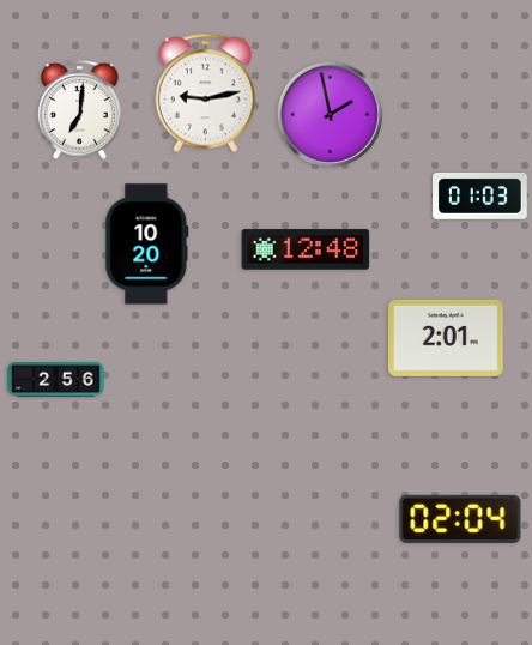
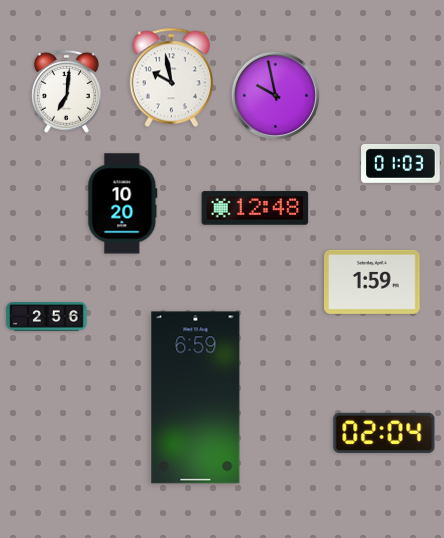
clock at (205, 94): 9:13 -> 9:58
clock at (330, 114): 1:58 -> 9:58
clock at (447, 338): 2:01 -> 1:59
clock at (196, 398): none -> 6:59
